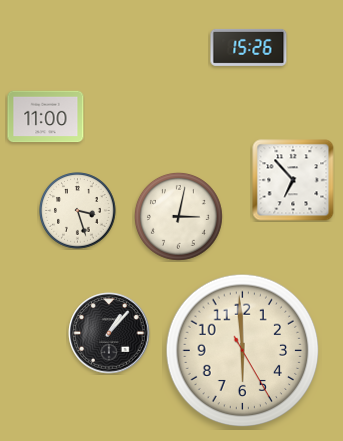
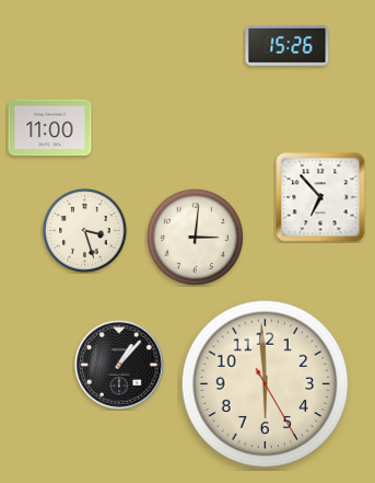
clock at (249, 47) position: (249, 47) -> (288, 45)
clock at (178, 216): 3:02 -> 3:01
